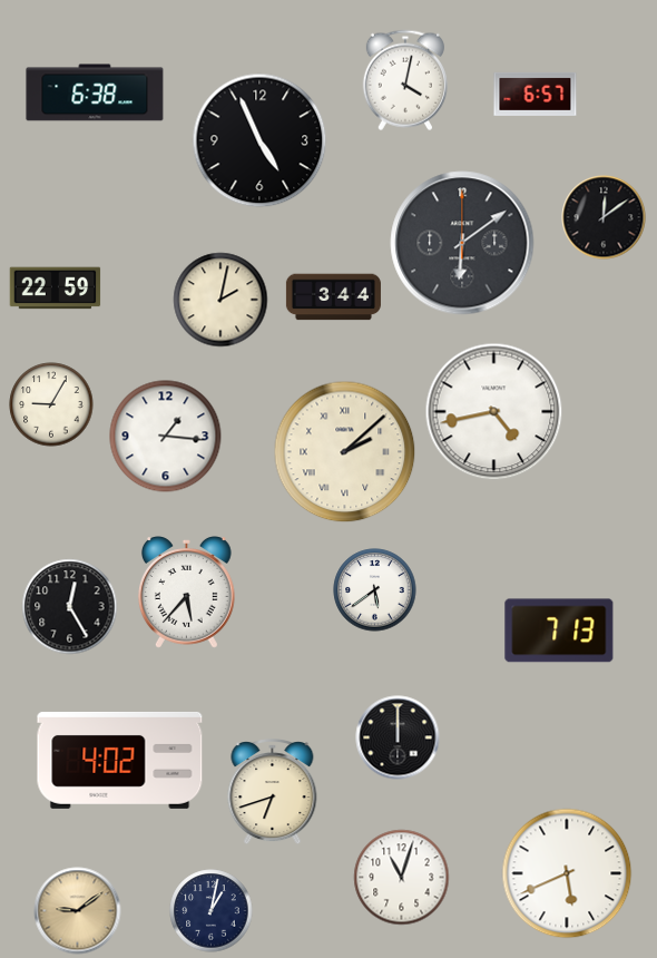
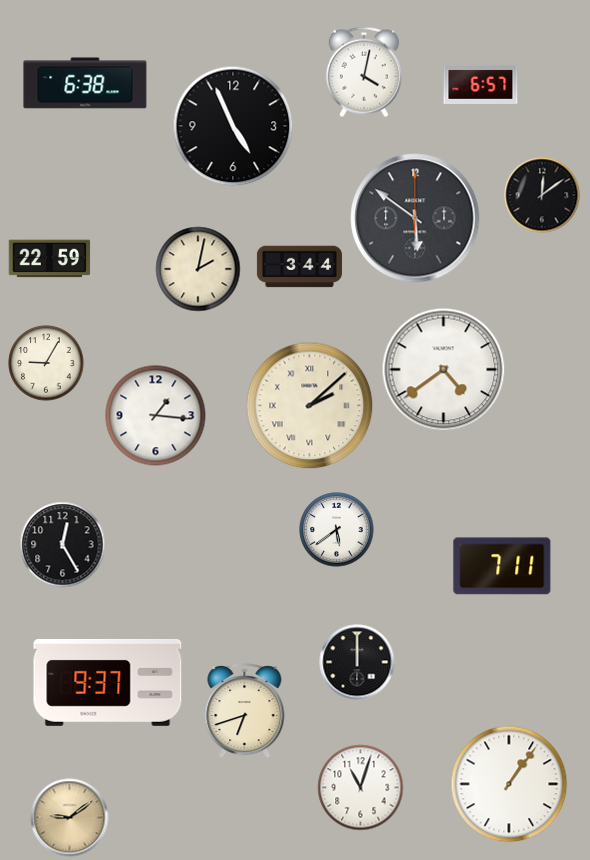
clock at (462, 243): 6:09 -> 5:51
clock at (494, 412): 4:43 -> 4:39
clock at (166, 437) position: (166, 437) -> (156, 416)
clock at (186, 593): 5:37 -> none
clock at (559, 630): 7:13 -> 7:11
clock at (120, 760): 4:02 -> 9:37
clock at (567, 873): 5:41 -> 1:06
clock at (212, 911): 1:02 -> none
